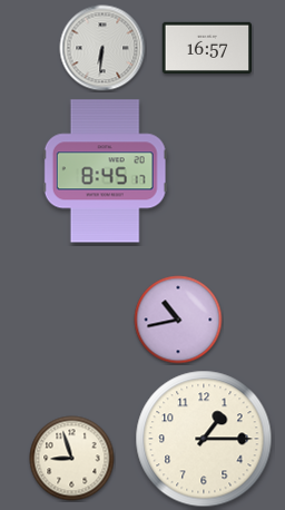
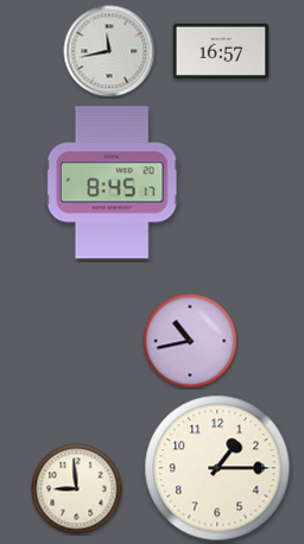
clock at (102, 48): 6:31 -> 11:43
clock at (72, 459): 8:57 -> 8:59
